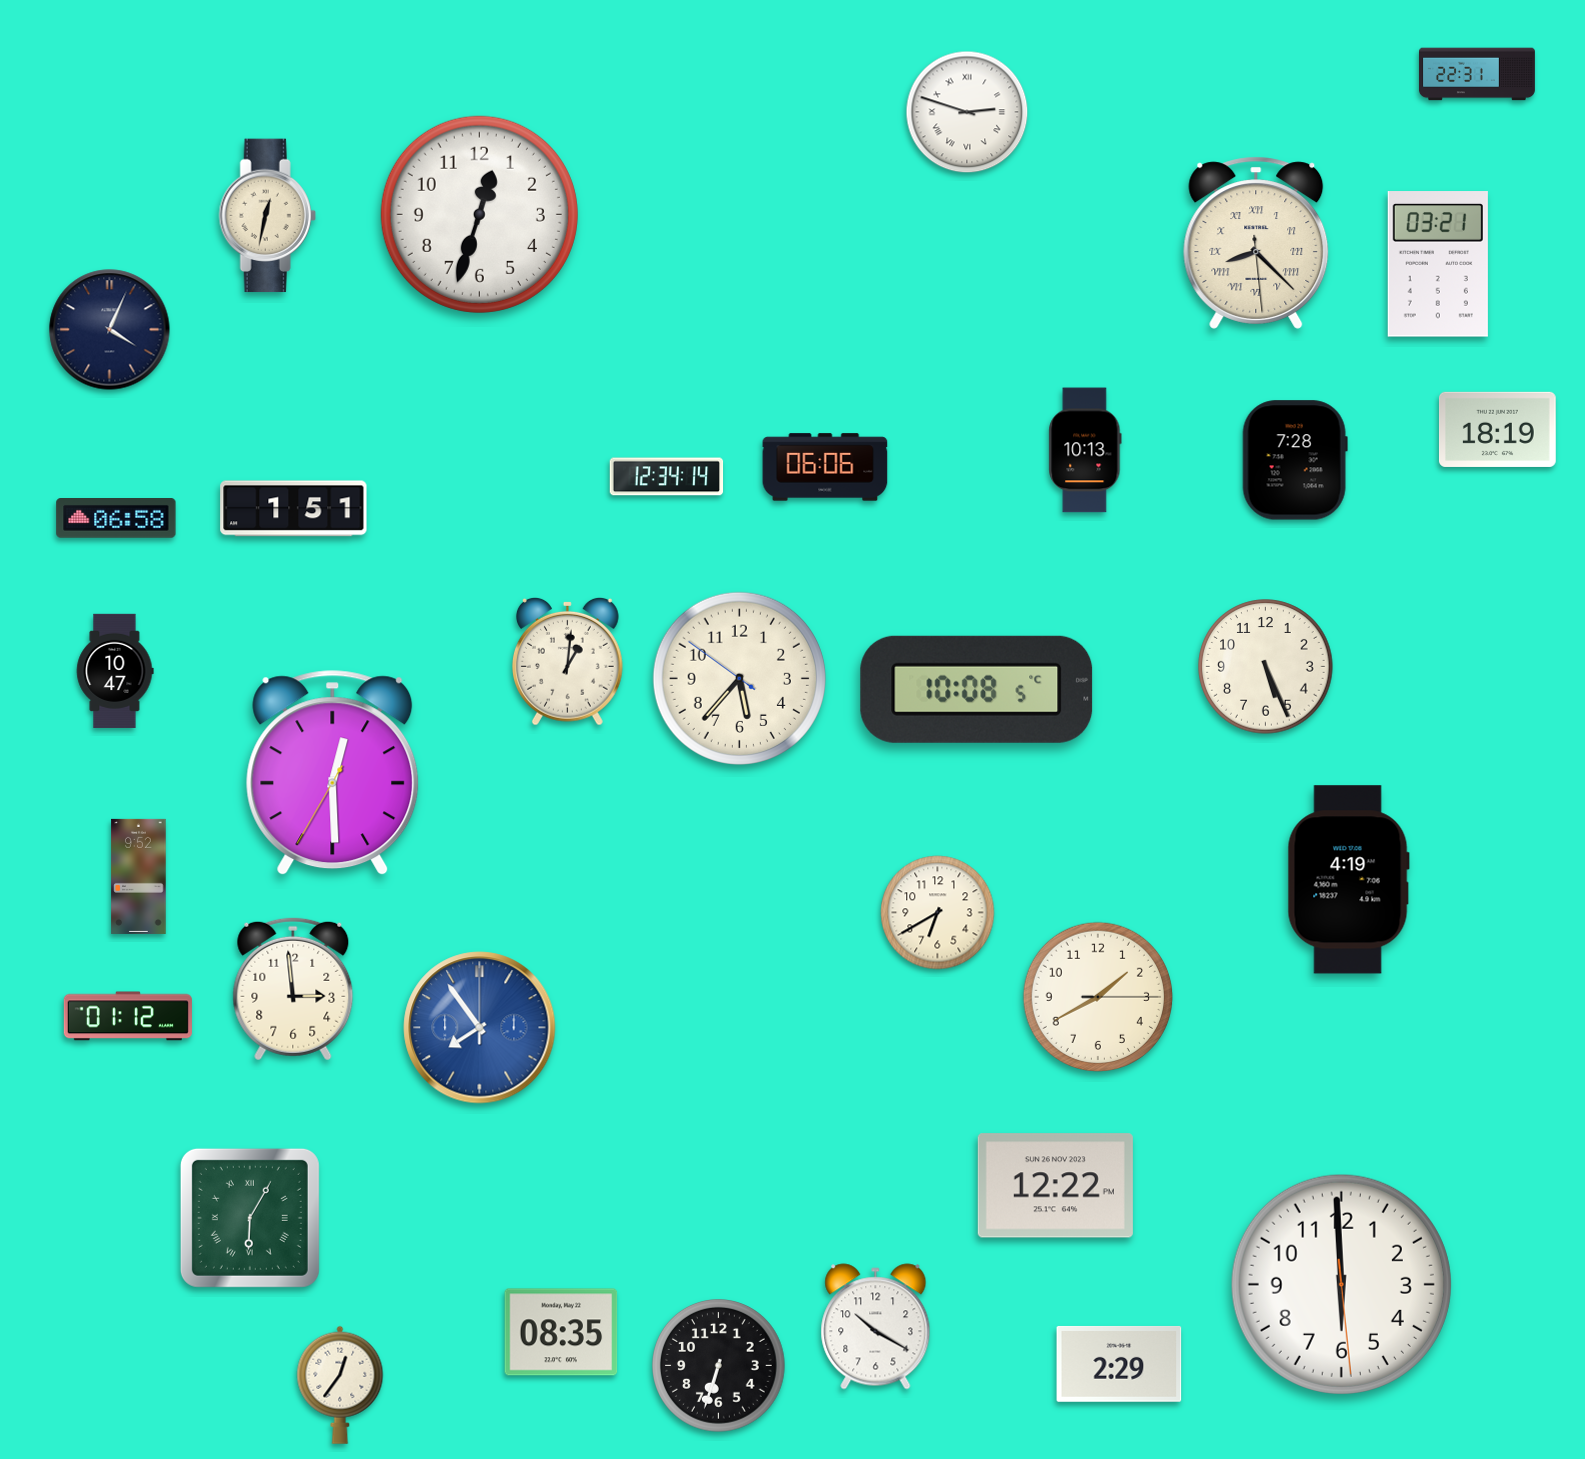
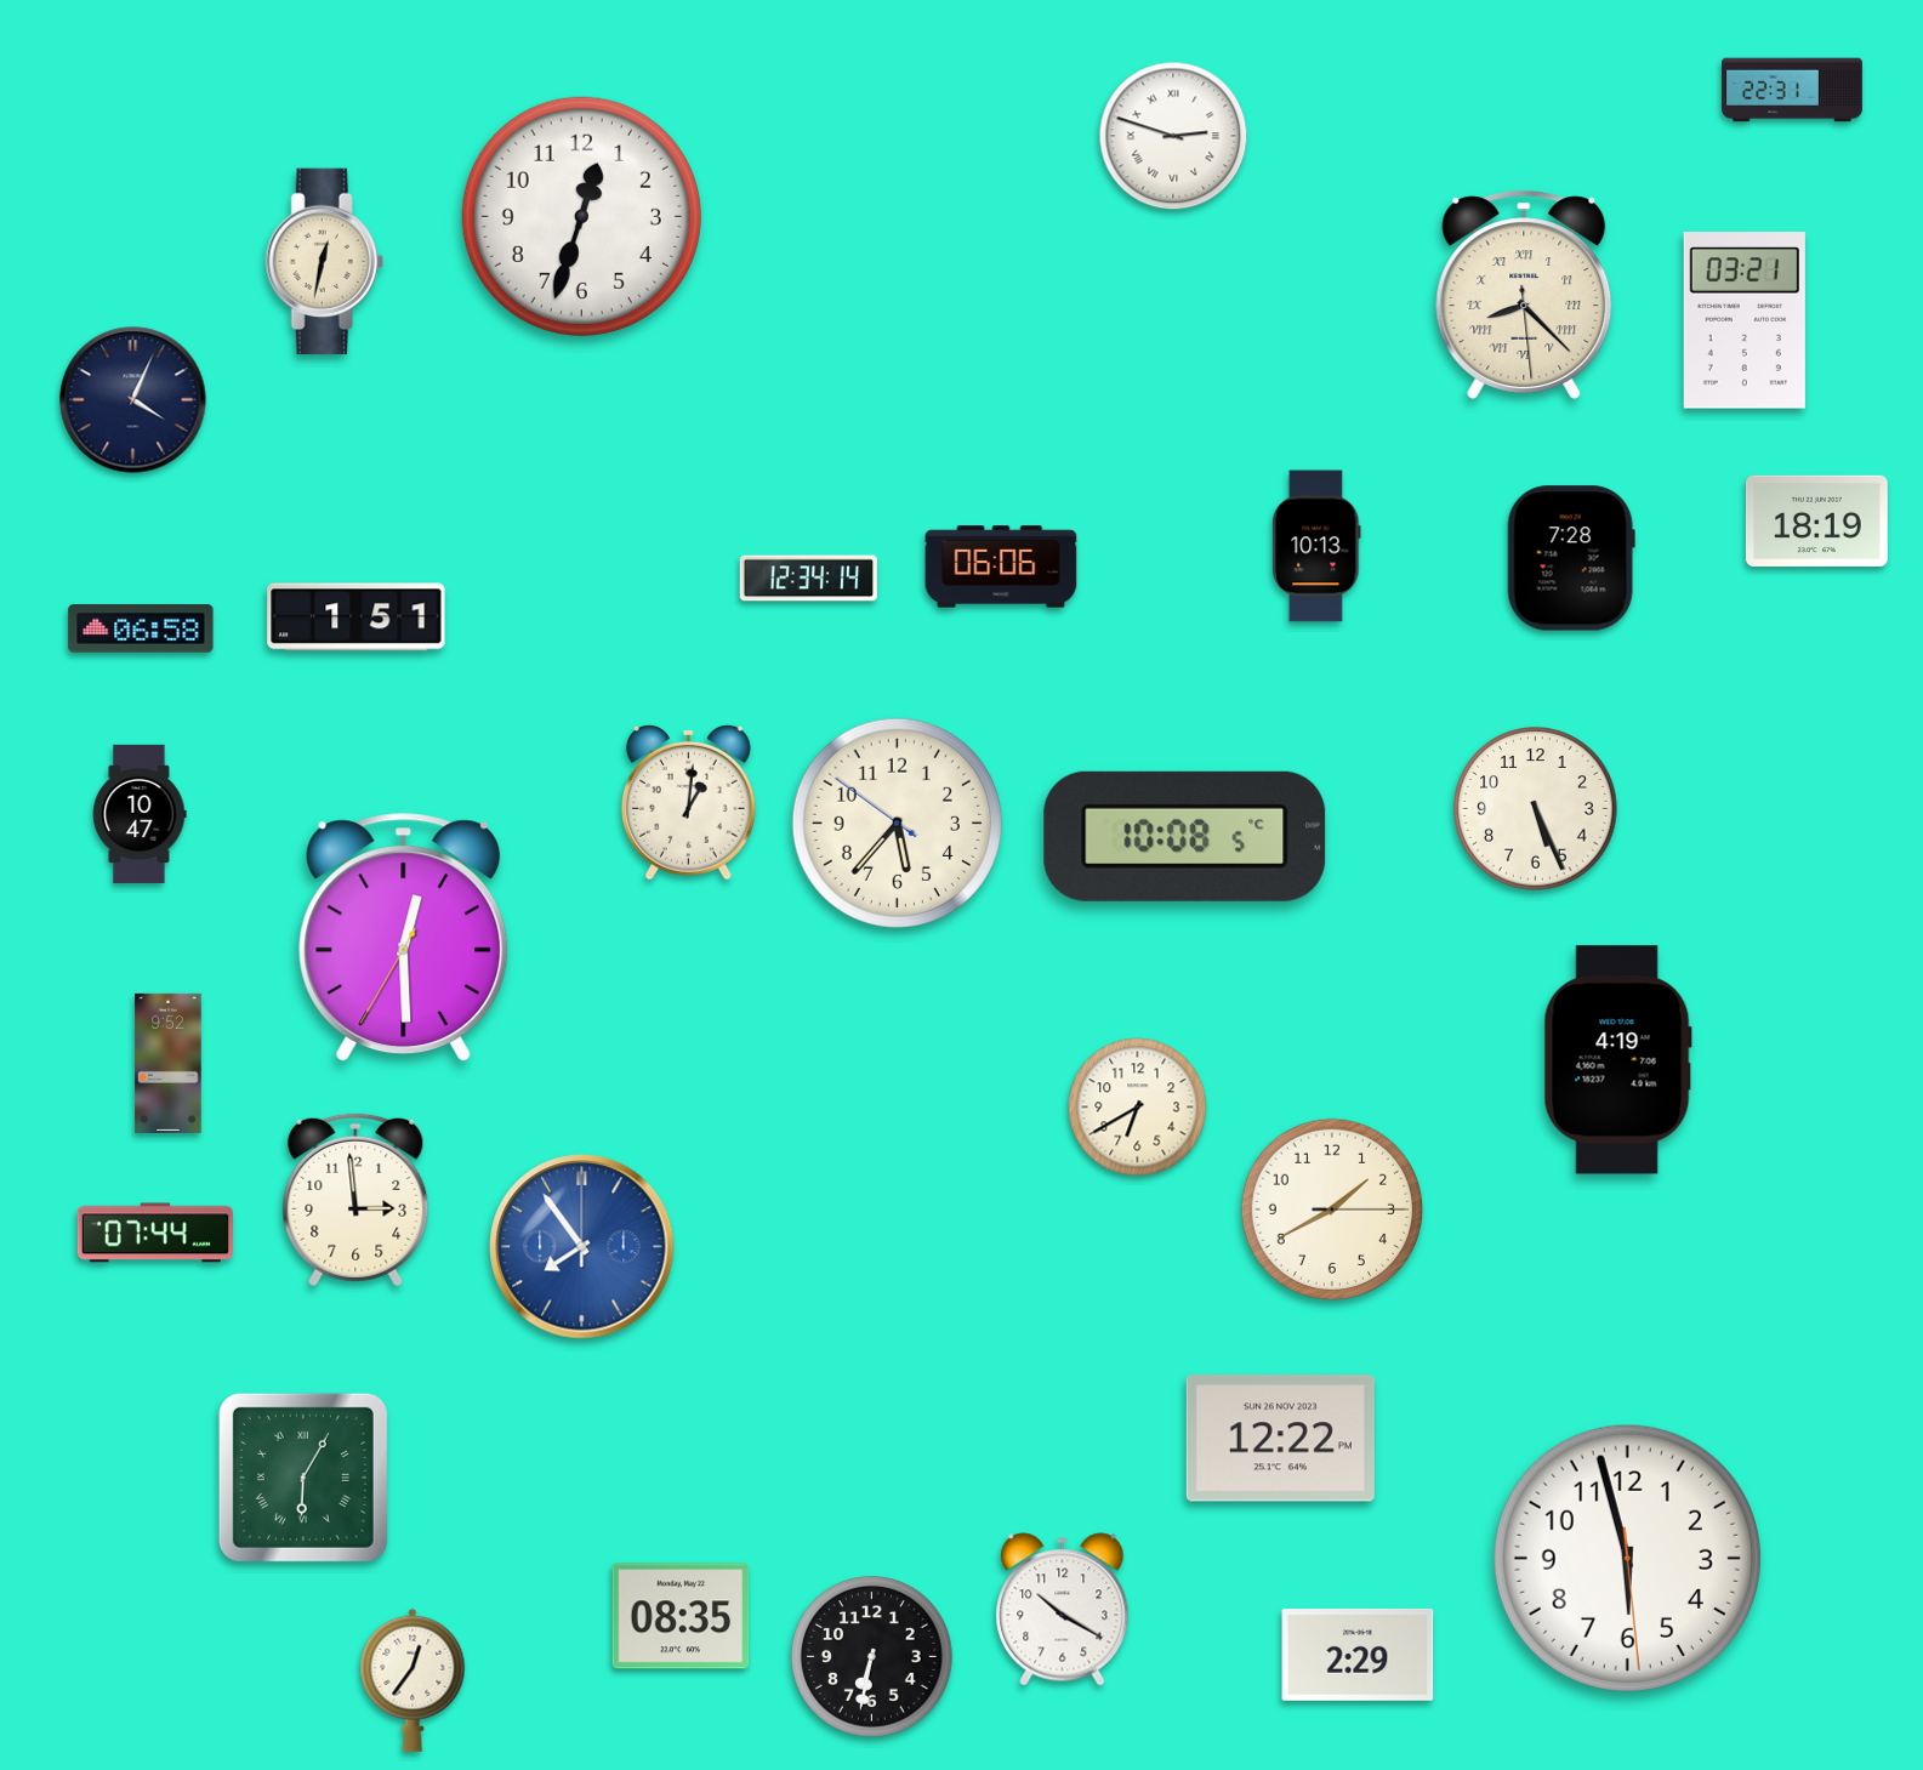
clock at (479, 214) position: (479, 214) -> (581, 216)
clock at (1348, 880) position: (1348, 880) -> (1617, 1060)
clock at (128, 1016): 01:12 -> 07:44
clock at (1341, 1284): 5:59 -> 5:57
clock at (719, 1366): 6:33 -> 6:32
